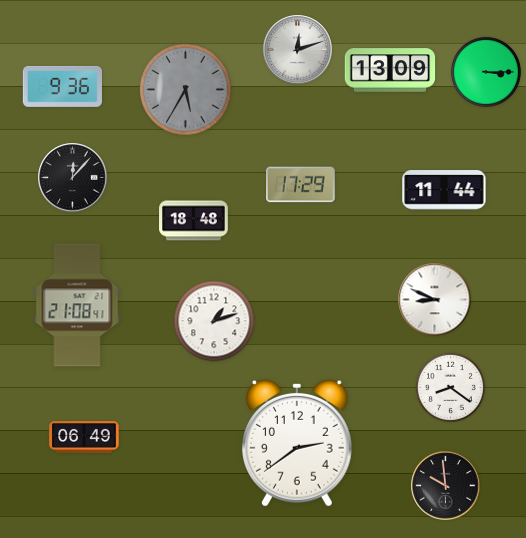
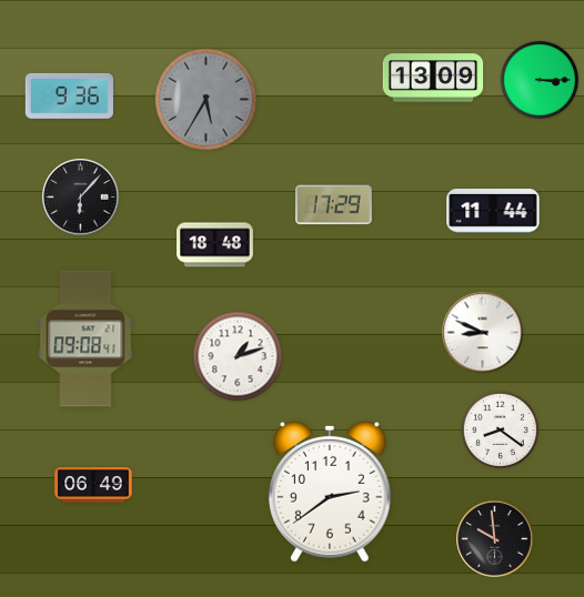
clock at (298, 50): 12:12 -> none
clock at (73, 178): 12:07 -> 6:07
clock at (77, 305): 21:08 -> 09:08
